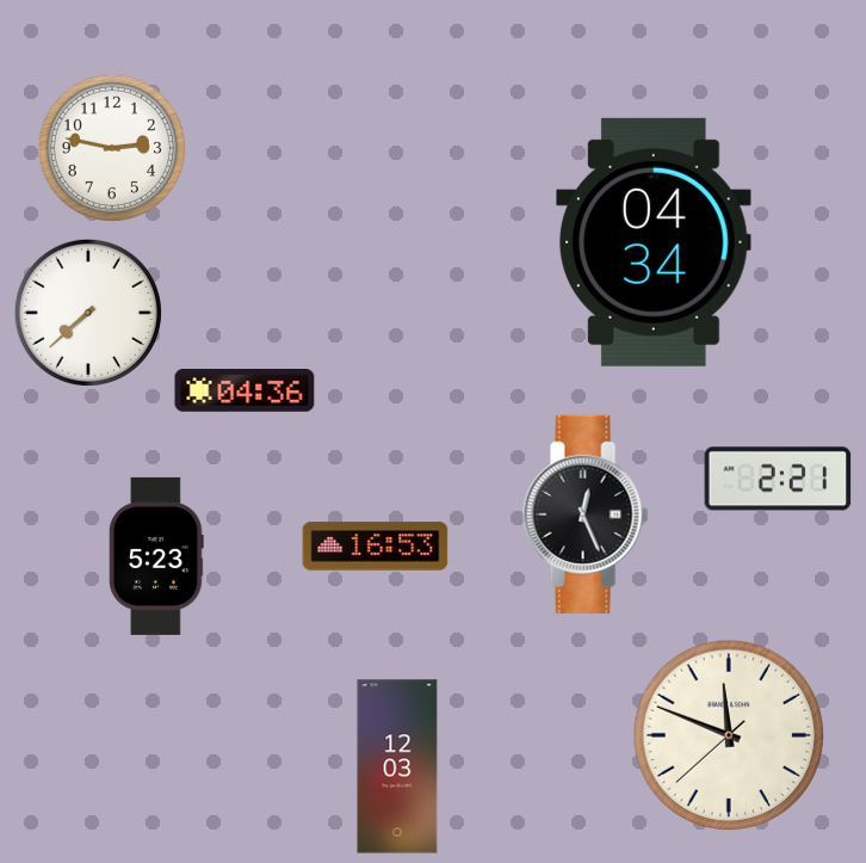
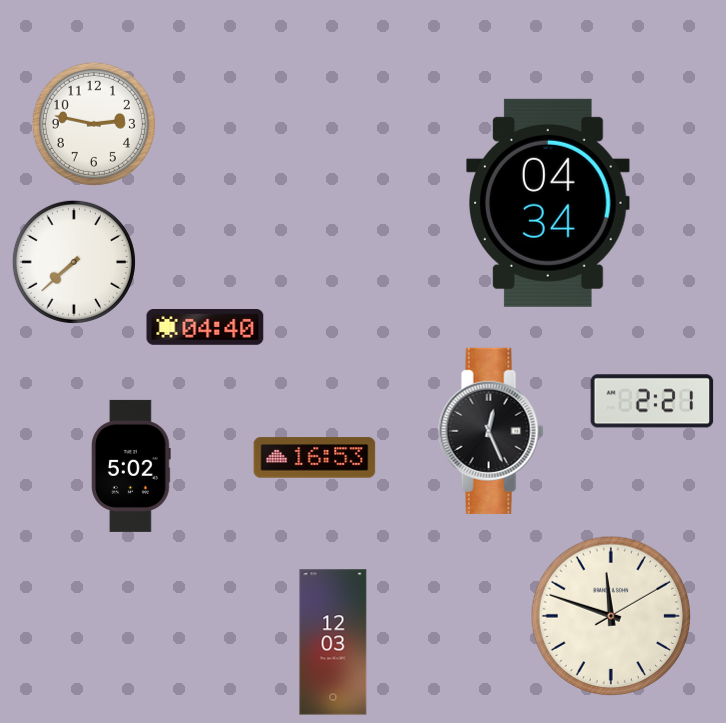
clock at (245, 392): 04:36 -> 04:40
clock at (157, 556): 5:23 -> 5:02
clock at (729, 735): 11:48:38 -> 11:48:10
